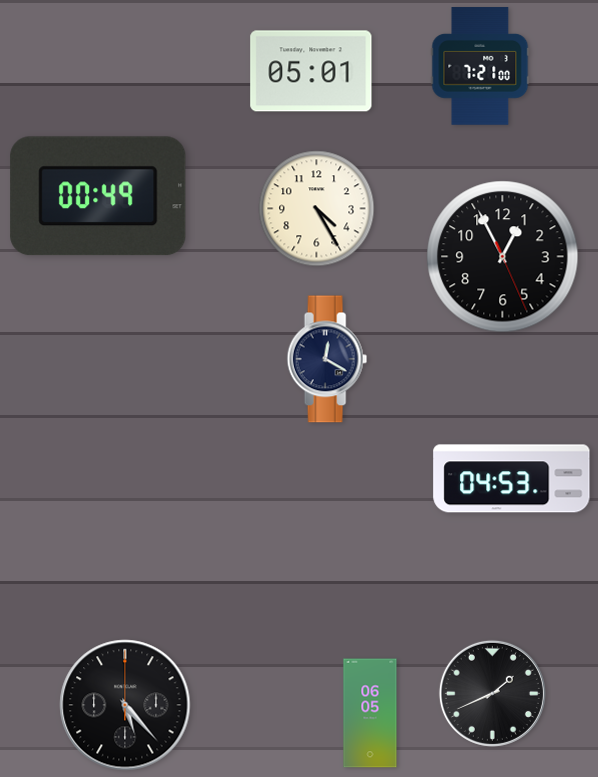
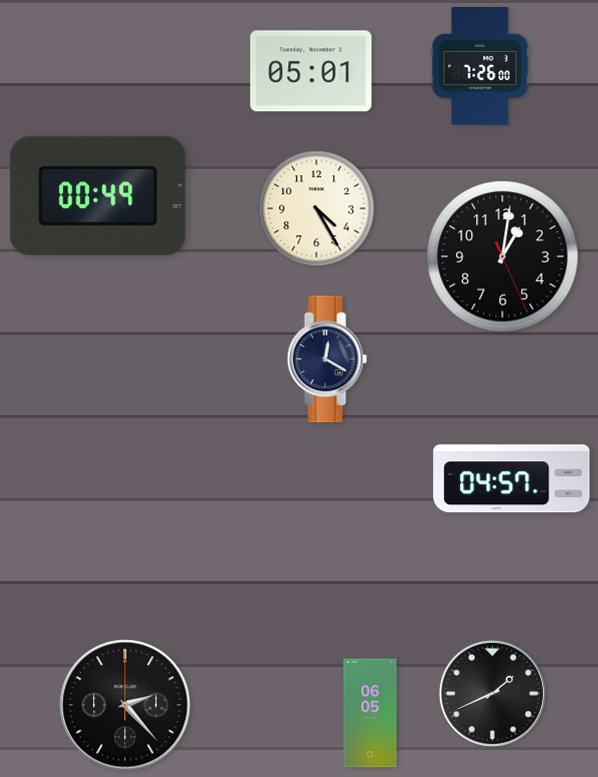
clock at (480, 66): 7:21 -> 7:26
clock at (503, 257): 12:55 -> 1:01
clock at (512, 479): 04:53 -> 04:57
clock at (125, 705): 5:23 -> 2:23
